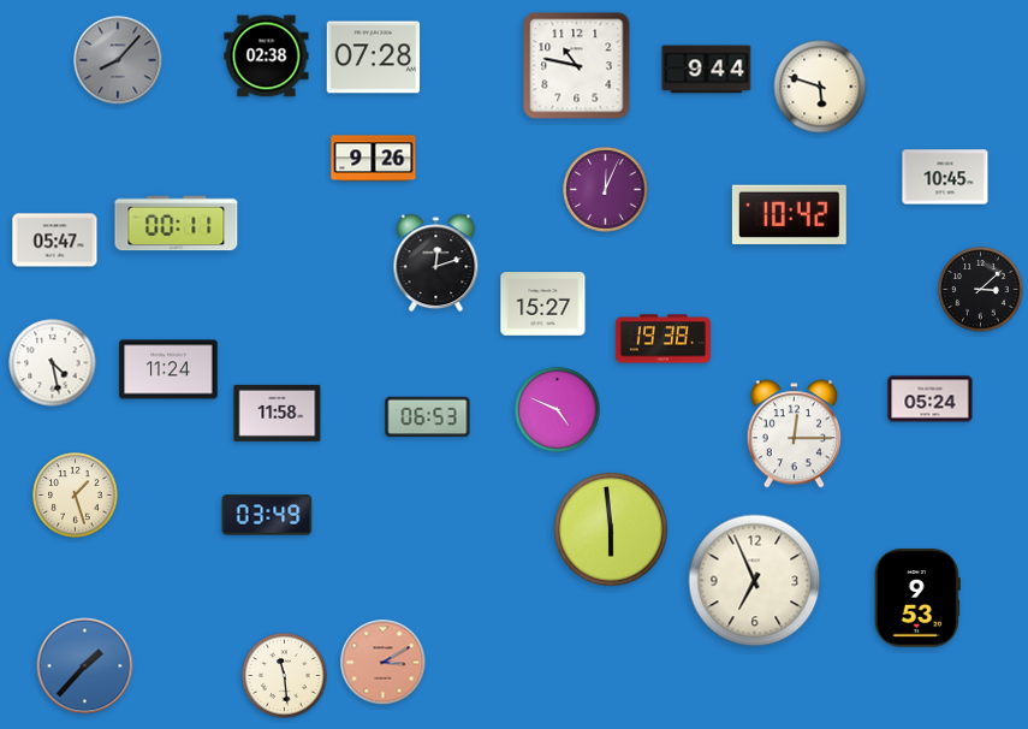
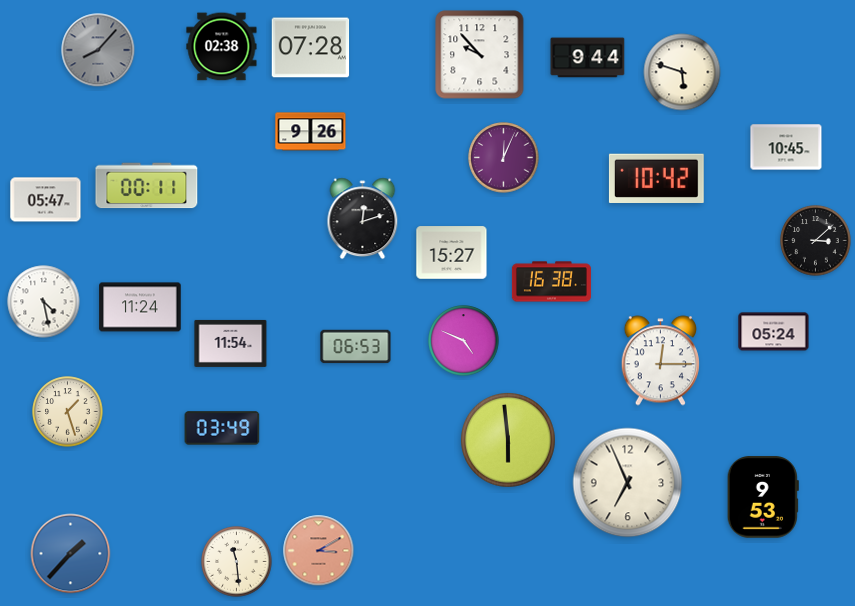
clock at (577, 66): 10:47 -> 9:53
clock at (662, 339): 19:38 -> 16:38
clock at (278, 413): 11:58 -> 11:54
clock at (76, 496) position: (76, 496) -> (68, 412)
